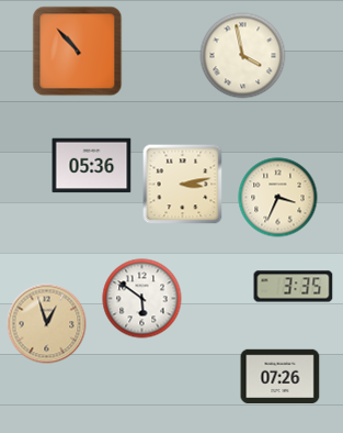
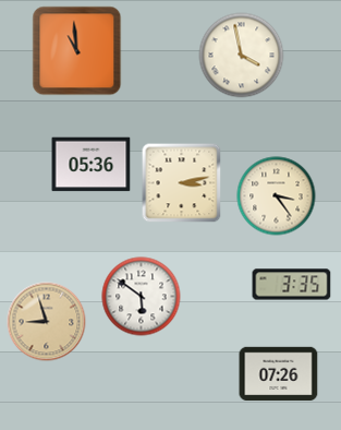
clock at (78, 52): 10:53 -> 10:59
clock at (278, 198): 3:34 -> 3:24
clock at (47, 324): 12:57 -> 8:57
